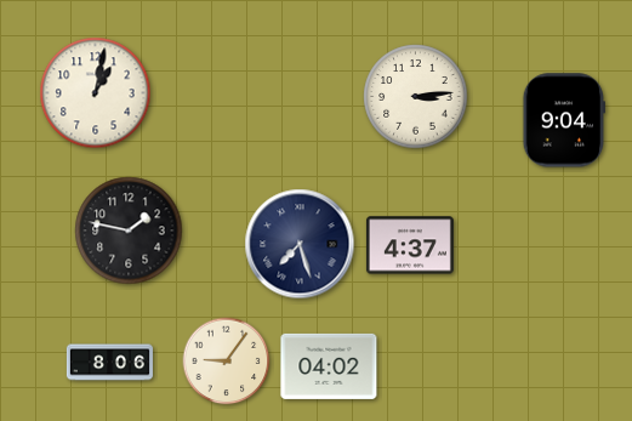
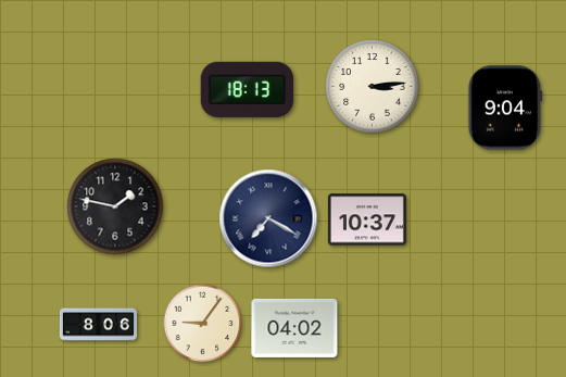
clock at (96, 93): 1:02 -> none
clock at (247, 89): none -> 18:13
clock at (300, 244): 7:27 -> 7:20
clock at (410, 245): 4:37 -> 10:37
